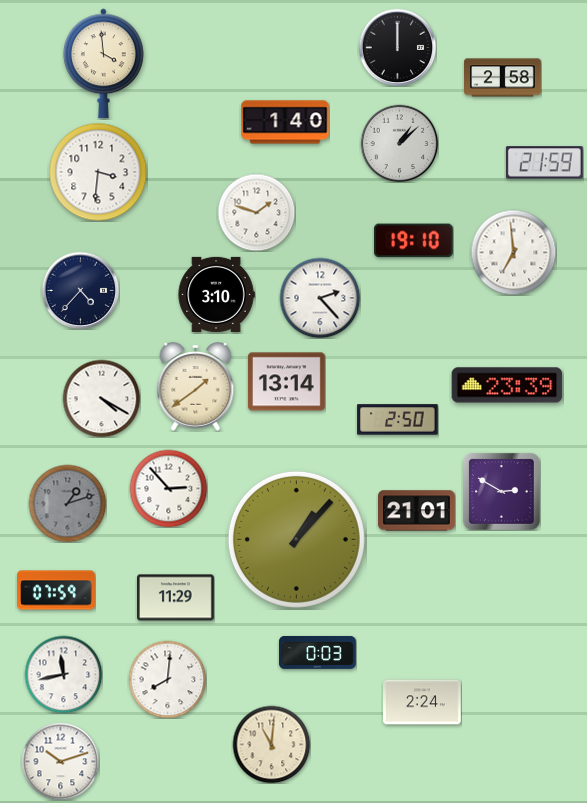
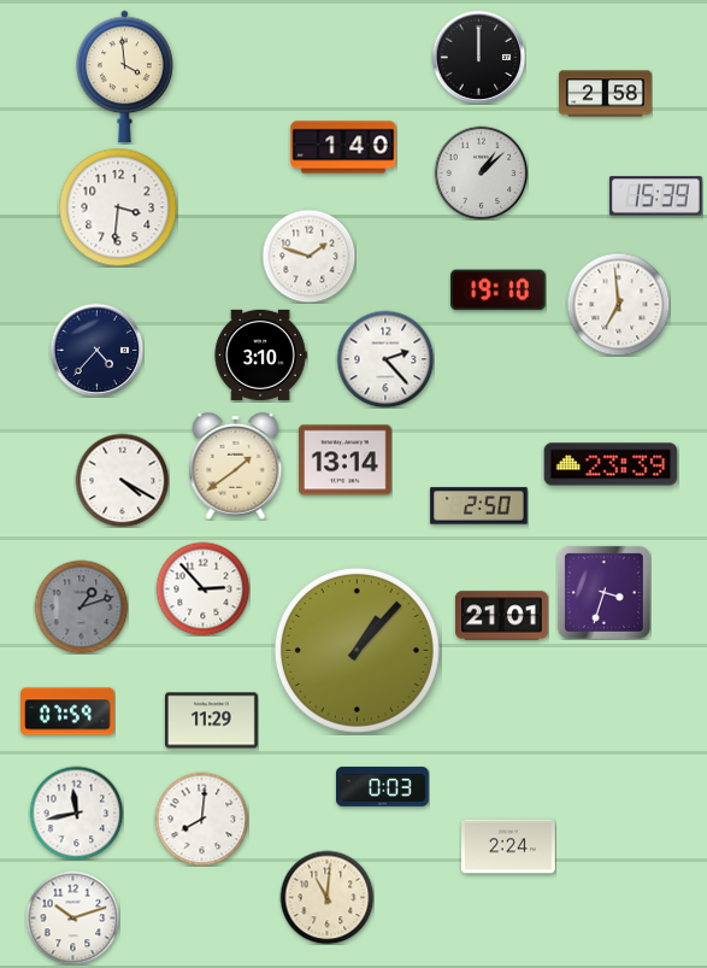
clock at (544, 163): 21:59 -> 15:39
clock at (501, 491): 2:50 -> 3:33
